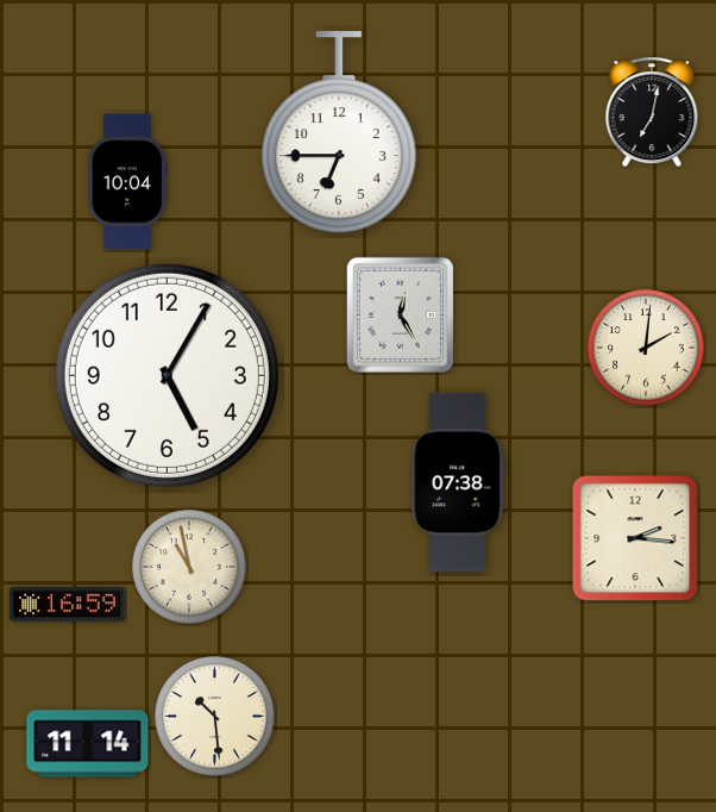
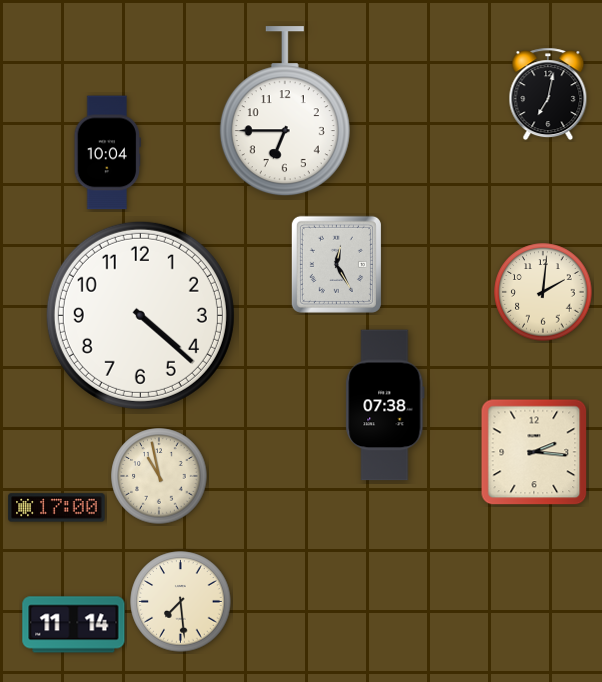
clock at (167, 375): 5:05 -> 4:22
clock at (68, 605): 16:59 -> 17:00
clock at (215, 717): 10:29 -> 7:29
